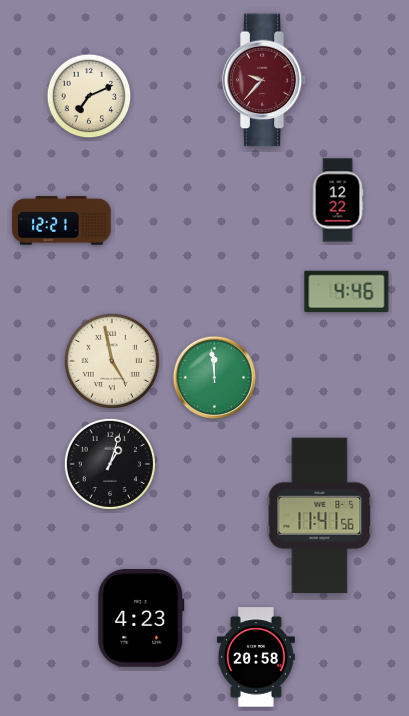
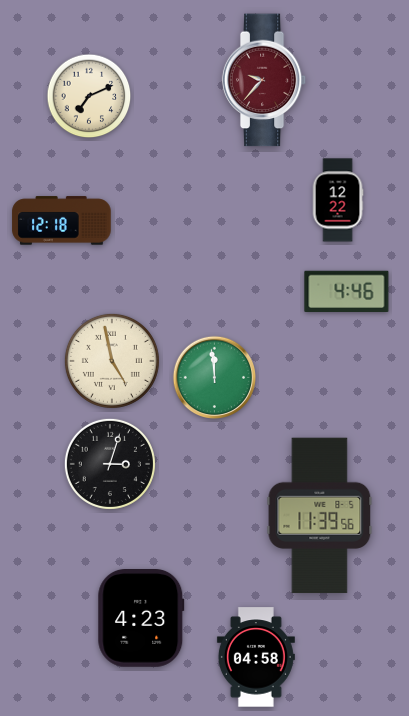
clock at (62, 221): 12:21 -> 12:18
clock at (110, 464): 1:03 -> 3:03
clock at (320, 516): 11:41 -> 11:39
clock at (256, 657): 20:58 -> 04:58
